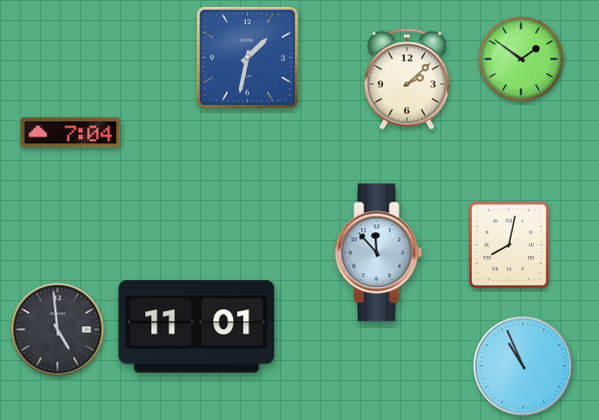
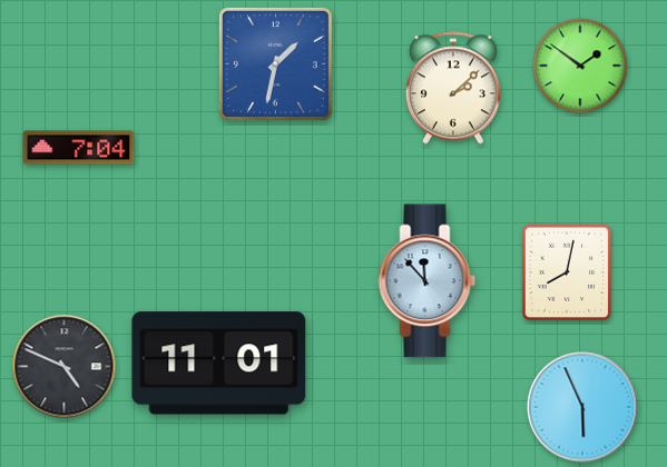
clock at (379, 253) position: (379, 253) -> (428, 281)
clock at (58, 330): 4:59 -> 4:49
clock at (523, 366): 10:56 -> 5:56
